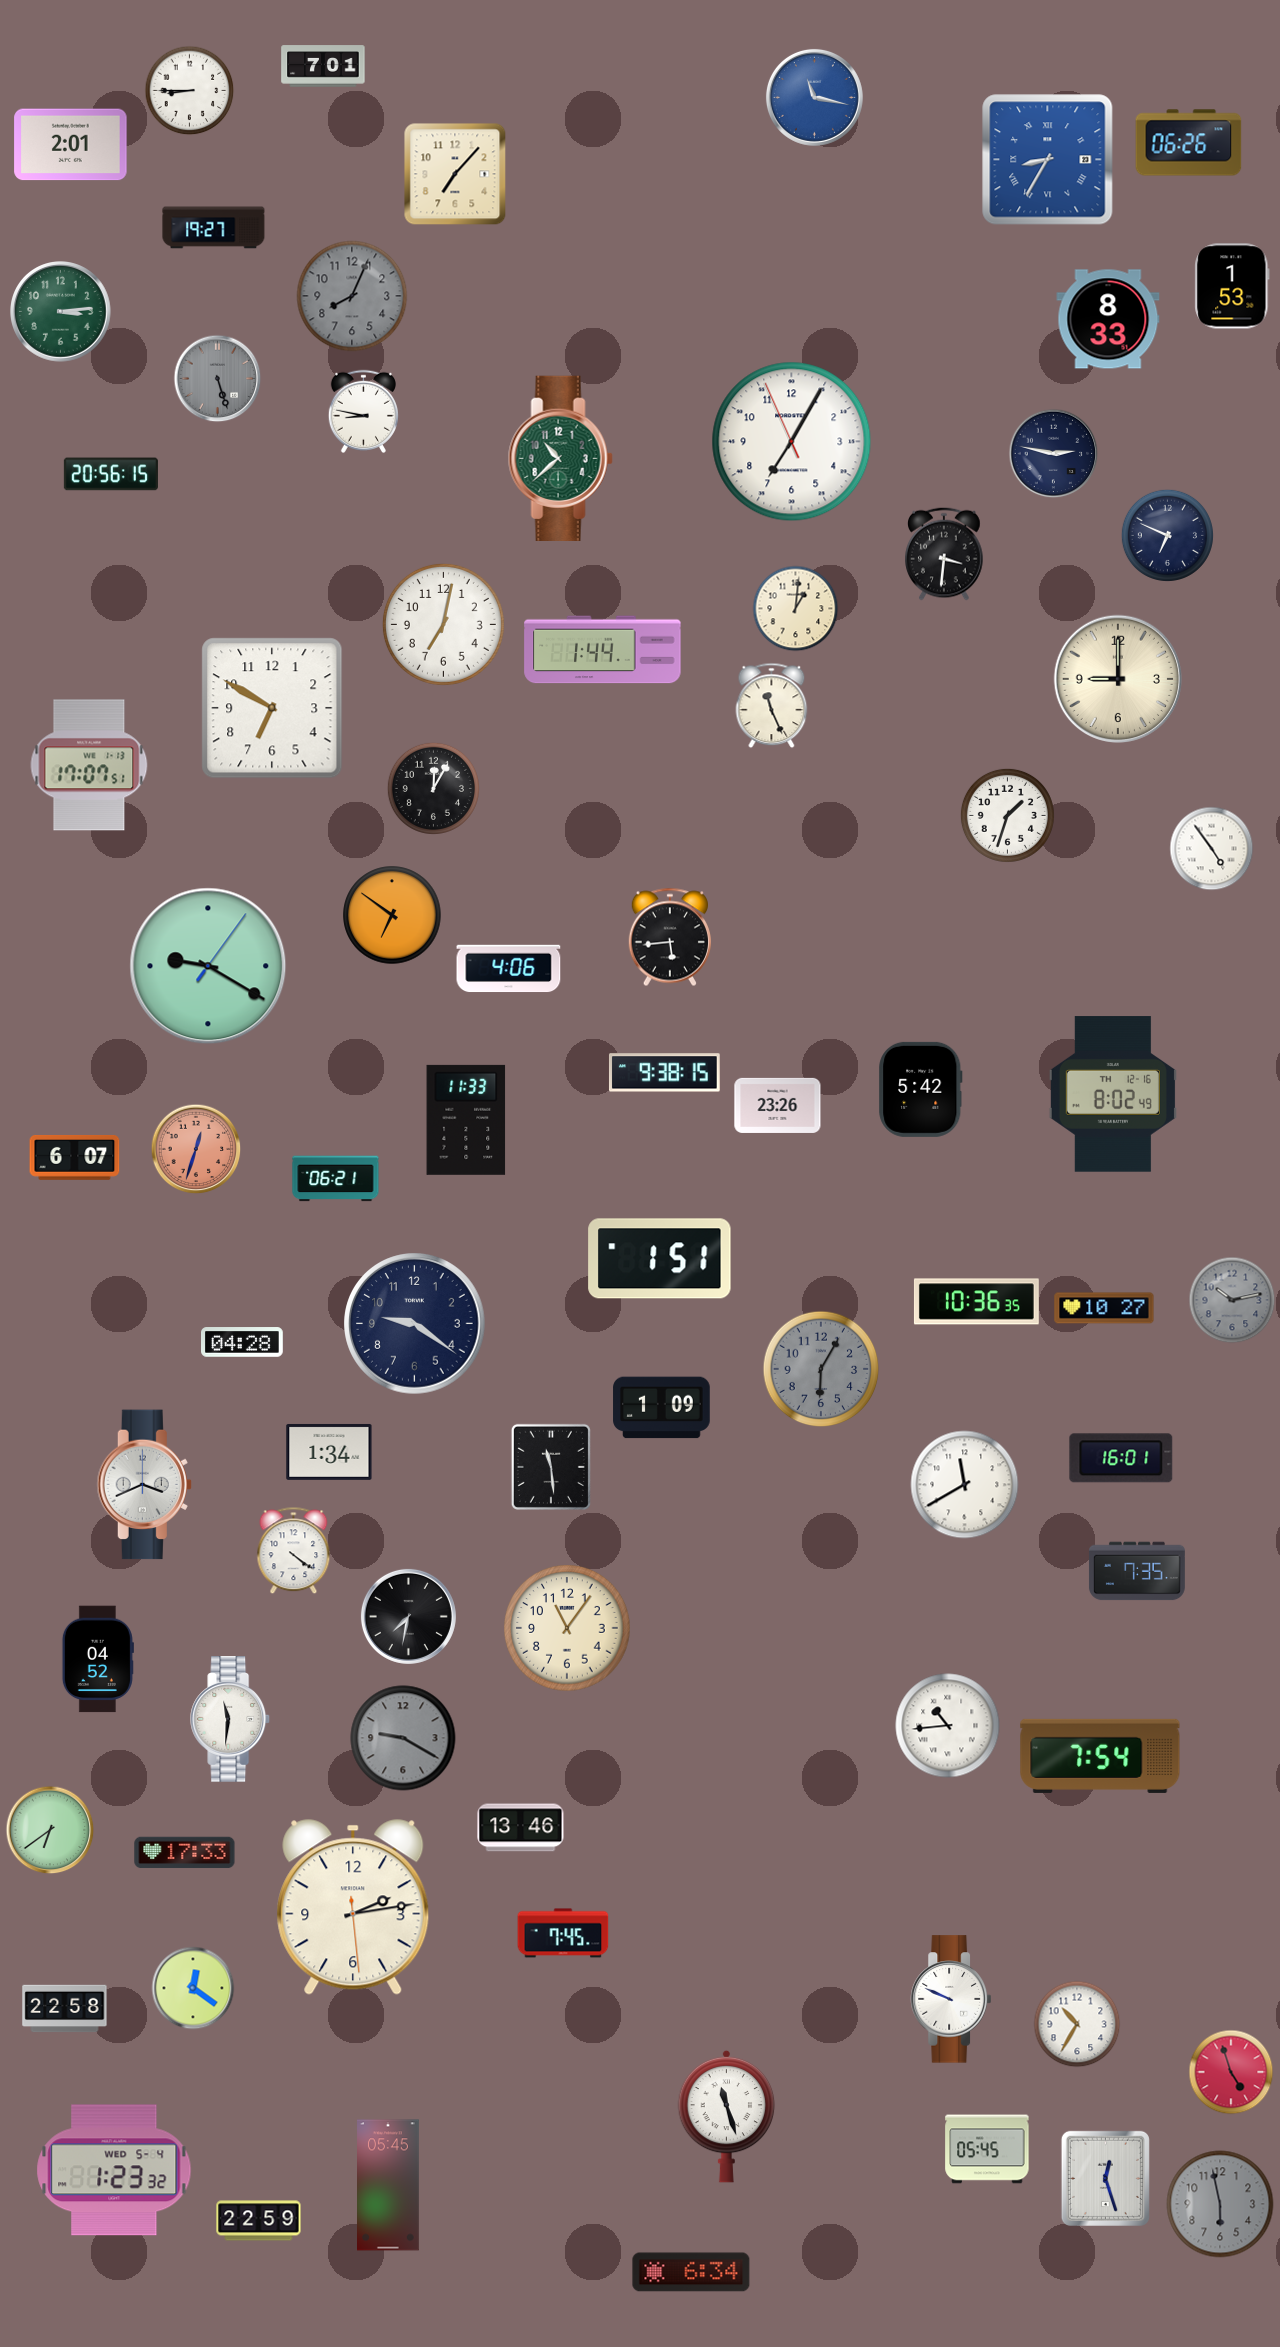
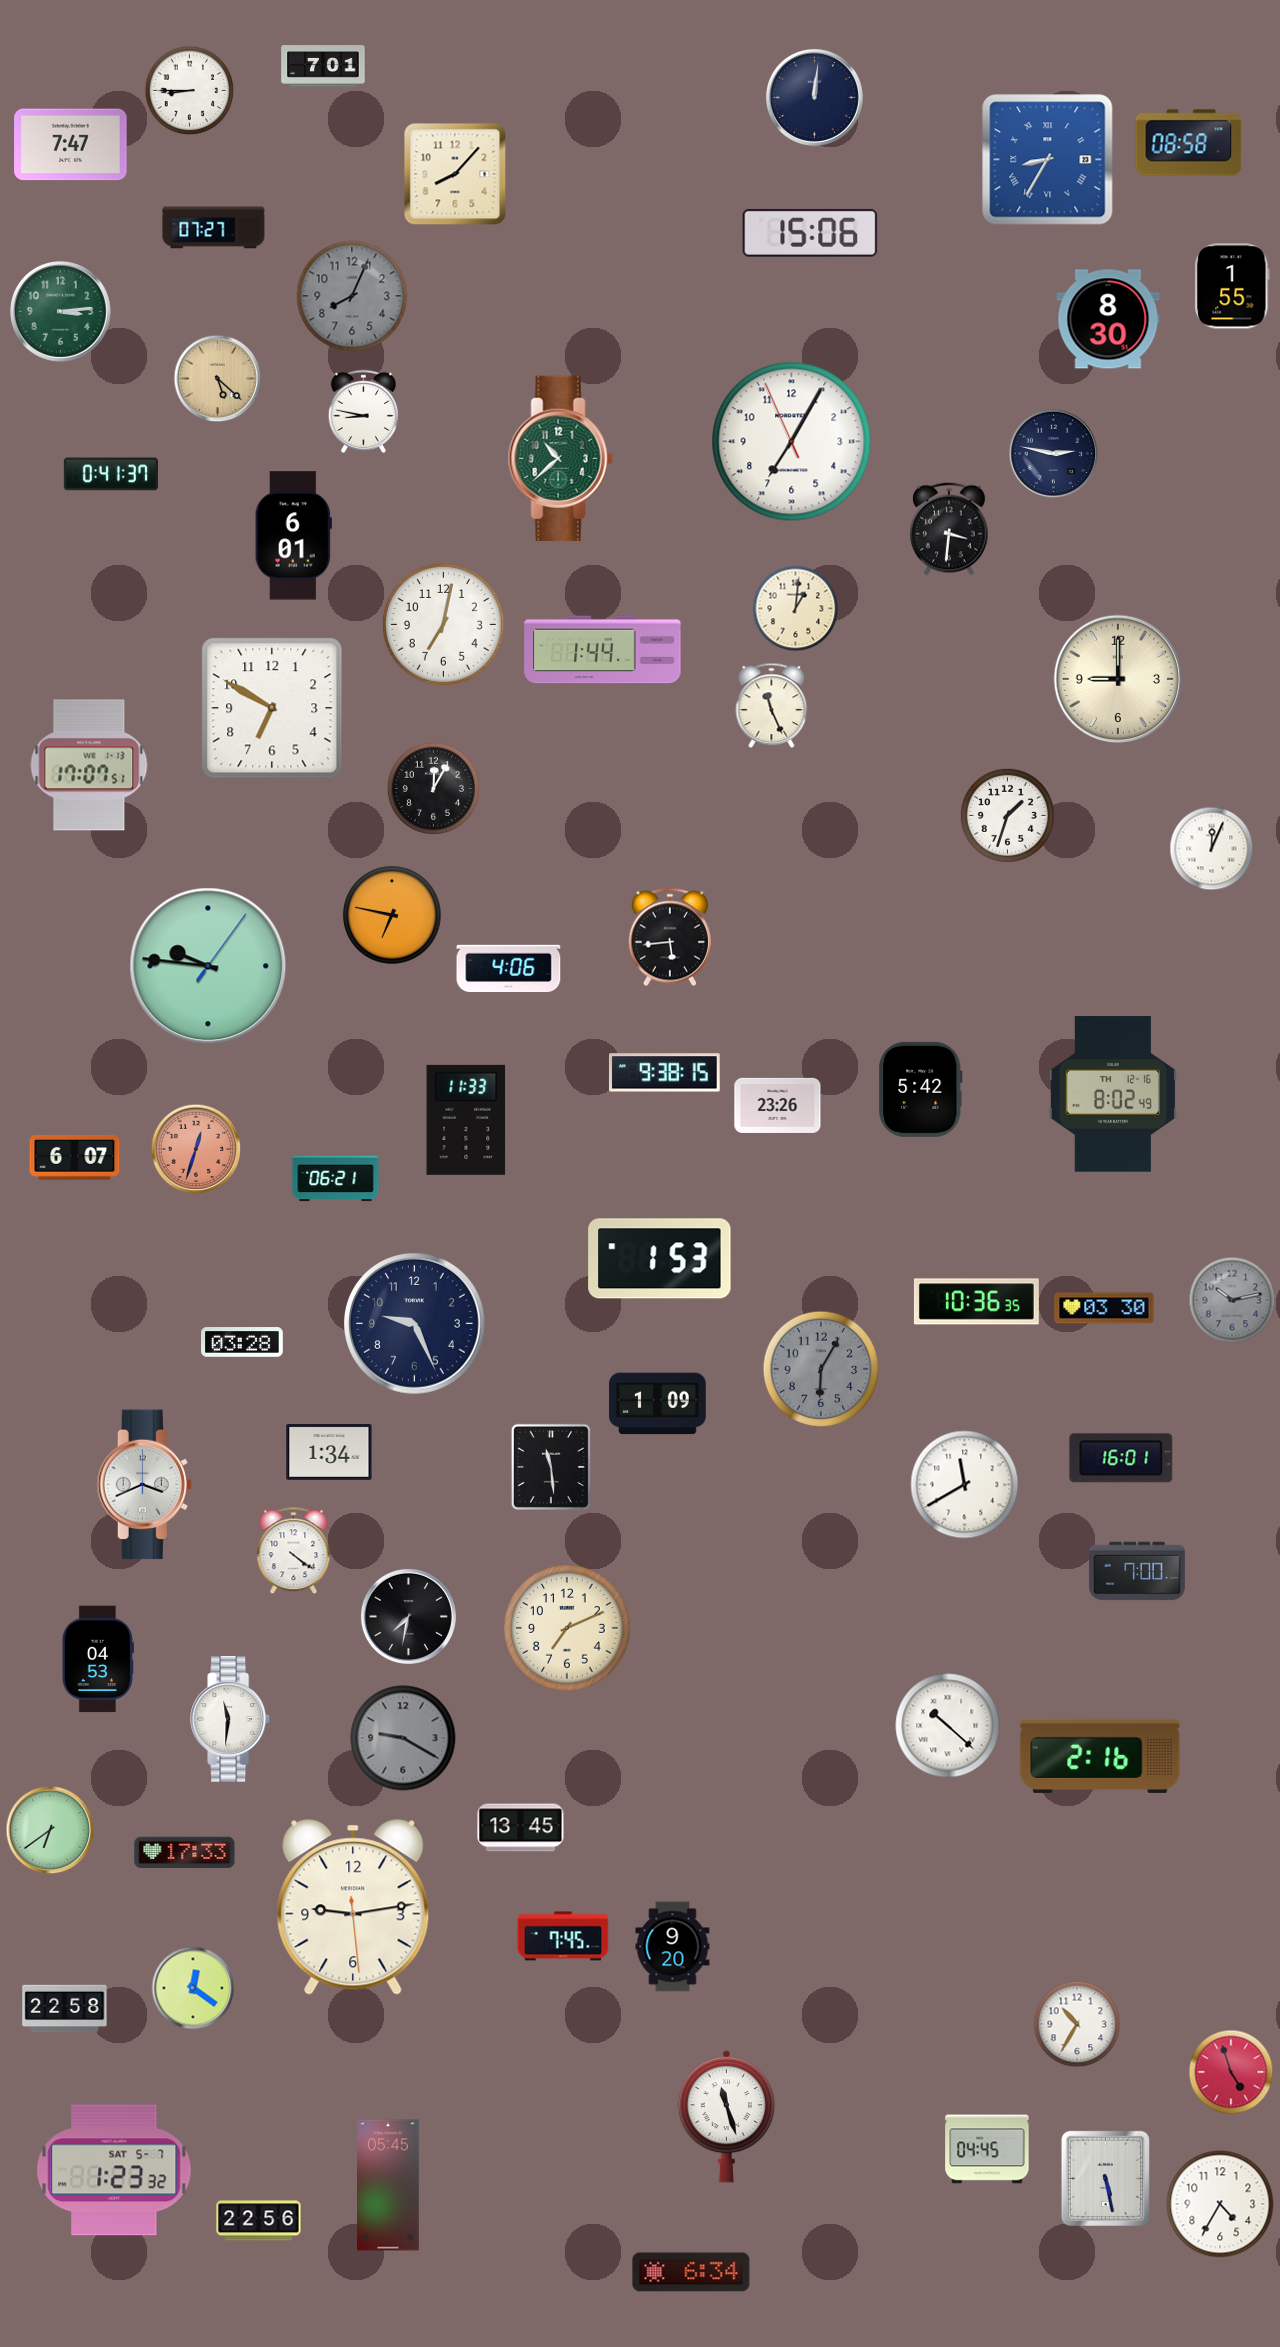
clock at (814, 97): 11:17 -> 12:01
clock at (814, 97) dial: blue -> navy
clock at (1189, 143): 06:26 -> 08:58
clock at (71, 145): 2:01 -> 7:47
clock at (455, 174): 7:07 -> 8:07
clock at (214, 228): 19:27 -> 07:27
clock at (810, 233): none -> 15:06
clock at (1232, 286): 1:53 -> 1:55
clock at (1108, 319): 8:33 -> 8:30
clock at (218, 379): 5:27 -> 5:22
clock at (218, 379) dial: grey -> champagne
clock at (111, 474): 20:56 -> 0:41
clock at (1167, 535): 6:49 -> none
clock at (293, 536): none -> 6:01
clock at (944, 554) position: (944, 554) -> (949, 529)
clock at (1212, 849): 4:54 -> 12:04
clock at (392, 915): 6:51 -> 6:47
clock at (208, 966): 9:20 -> 9:46
clock at (660, 1259): 1:51 -> 1:53
clock at (1104, 1308): 10:27 -> 03:30
clock at (415, 1324): 9:21 -> 9:26
clock at (243, 1342): 04:28 -> 03:28
clock at (662, 1408) position: (662, 1408) -> (658, 1404)
clock at (1137, 1571): 7:35 -> 7:00
clock at (567, 1628): 11:06 -> 7:11
clock at (98, 1659): 04:52 -> 04:53
clock at (948, 1726): 10:44 -> 10:22
clock at (1100, 1756): 7:54 -> 2:16
clock at (521, 1828): 13:46 -> 13:45
clock at (353, 1907): 2:13 -> 9:13
clock at (563, 1933) position: (563, 1933) -> (563, 1936)
clock at (673, 1947): none -> 9:20
clock at (951, 1999): 9:49 -> none
clock at (987, 2149): 05:45 -> 04:45
clock at (114, 2170) date: WED 5-4 -> SAT 5-7
clock at (1105, 2178): 12:27 -> 5:28
clock at (1220, 2204): 5:58 -> 4:35
clock at (1220, 2204) dial: grey -> white
clock at (259, 2221): 22:59 -> 22:56
